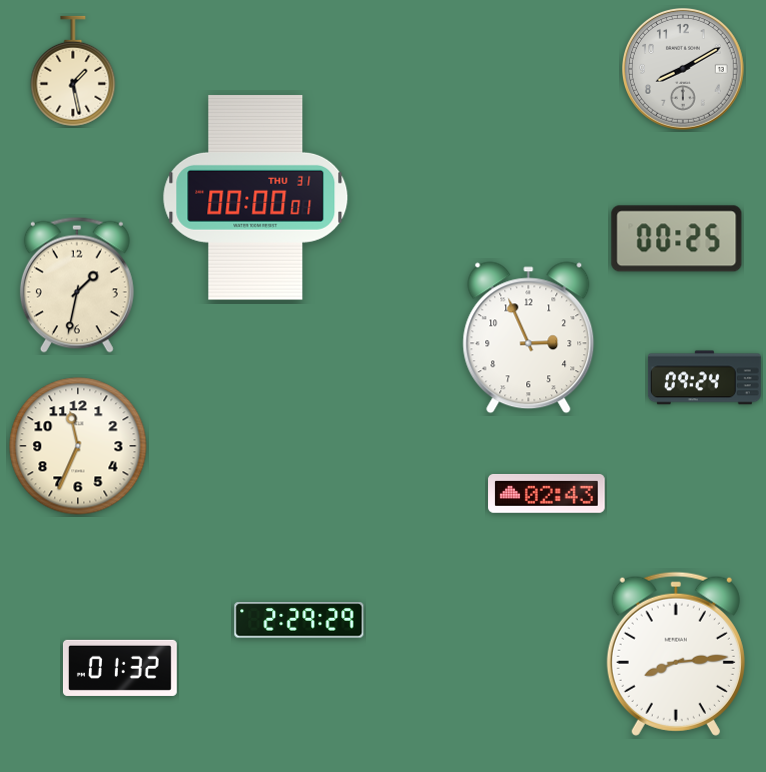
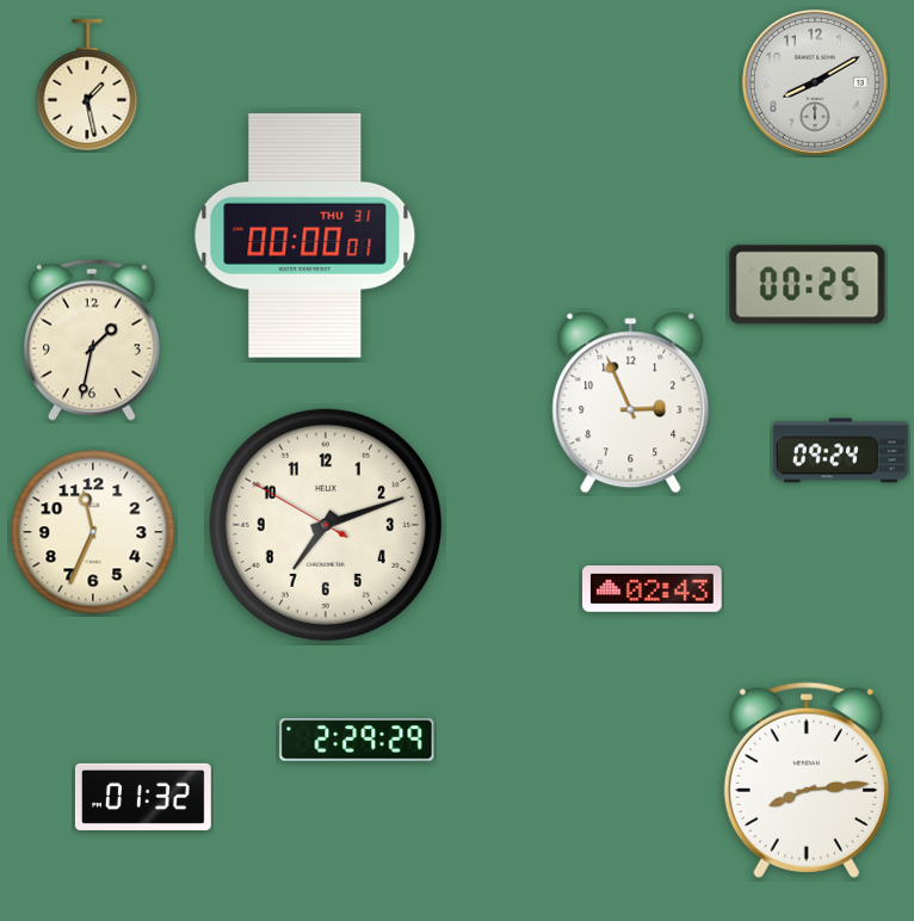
clock at (326, 525): none -> 7:11
